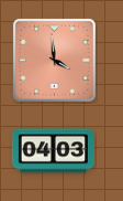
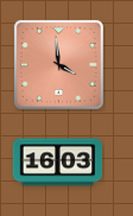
clock at (54, 151): 04:03 -> 16:03
